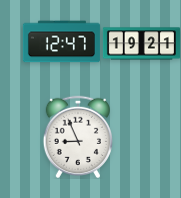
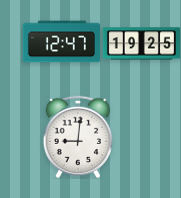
clock at (141, 44): 19:21 -> 19:25
clock at (77, 137): 8:56 -> 9:01
